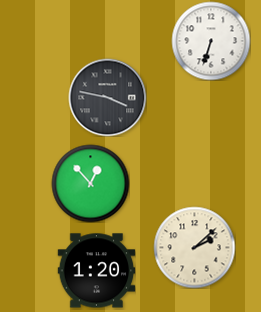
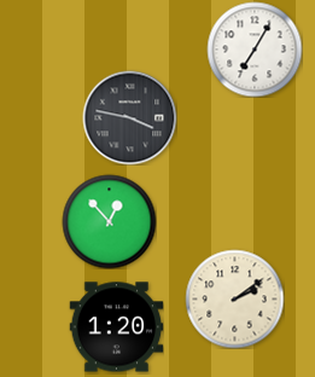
clock at (211, 41): 6:33 -> 7:05
clock at (194, 247): 2:08 -> 2:09
